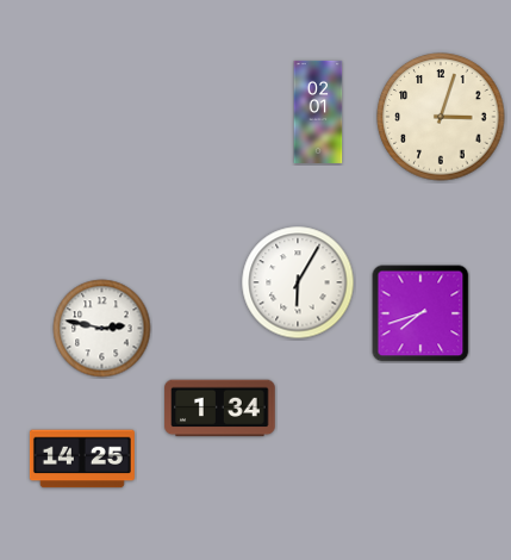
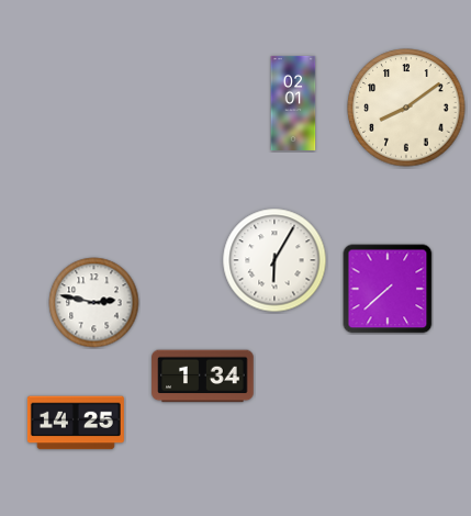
clock at (441, 117): 3:03 -> 8:09
clock at (420, 313): 7:42 -> 7:38
